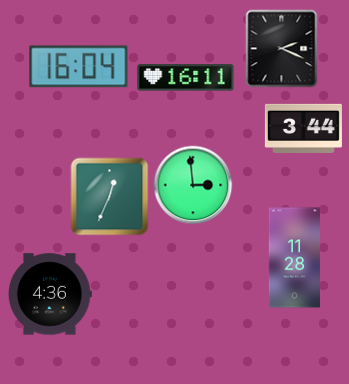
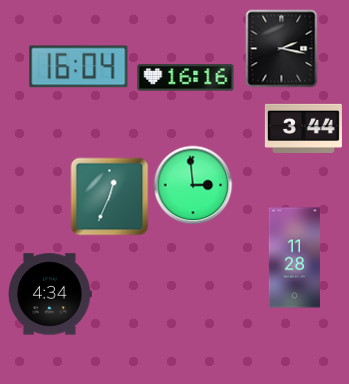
clock at (282, 48): 2:19 -> 2:17
clock at (186, 78): 16:11 -> 16:16
clock at (50, 294): 4:36 -> 4:34
